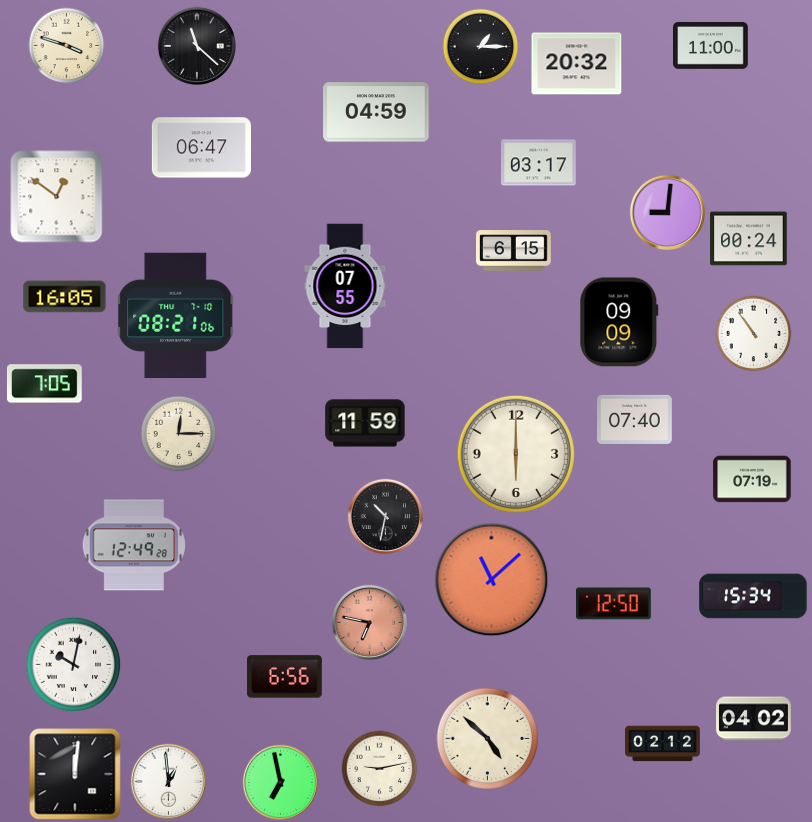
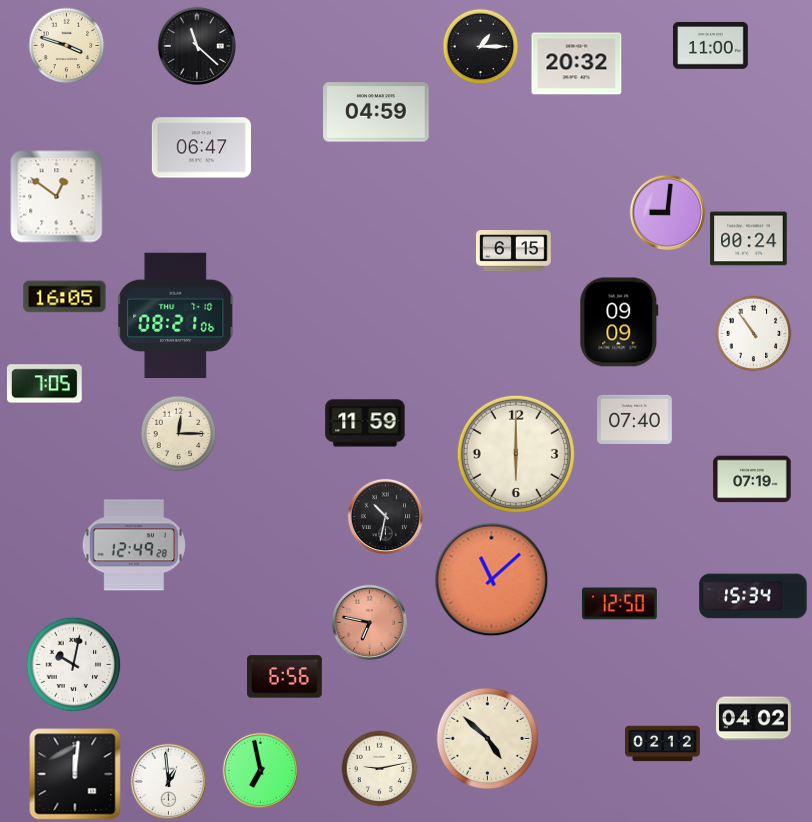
clock at (539, 163): 03:17 -> none
clock at (345, 286): 07:55 -> none
clock at (614, 604) position: (614, 604) -> (620, 604)
clock at (280, 782) position: (280, 782) -> (260, 770)
